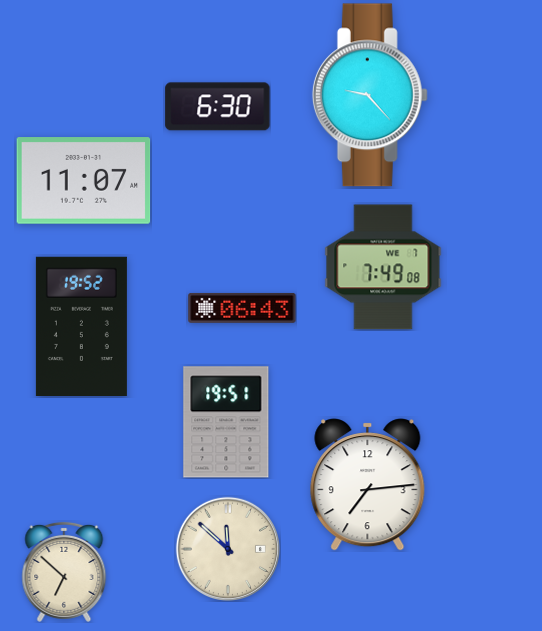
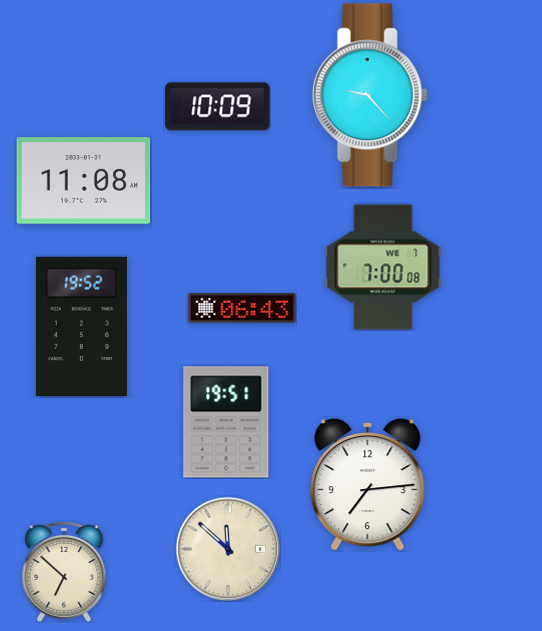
clock at (218, 107): 6:30 -> 10:09
clock at (84, 181): 11:07 -> 11:08
clock at (383, 267): 7:49 -> 7:00
